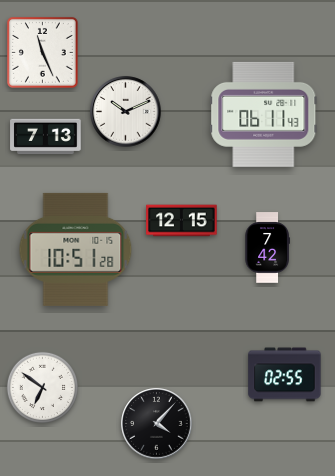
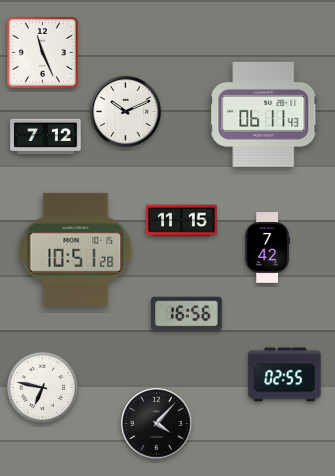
clock at (46, 137): 7:13 -> 7:12
clock at (182, 221): 12:15 -> 11:15
clock at (187, 314): none -> 16:56
clock at (42, 387): 6:51 -> 6:47
